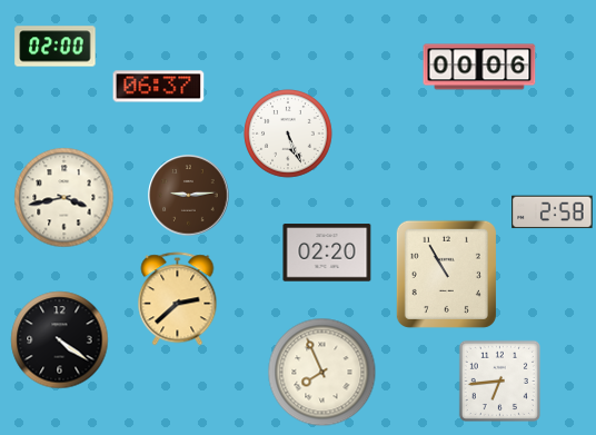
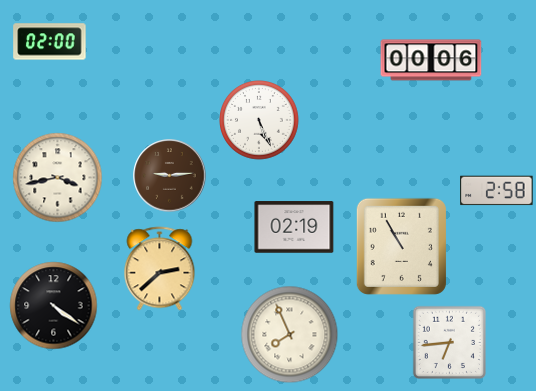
clock at (159, 87): 06:37 -> none
clock at (327, 253): 02:20 -> 02:19
